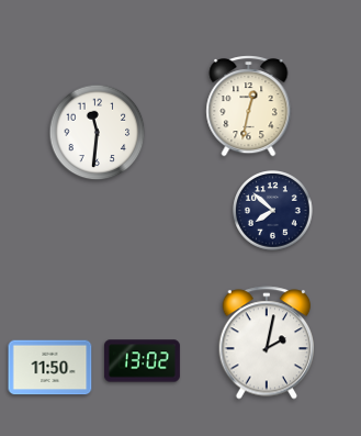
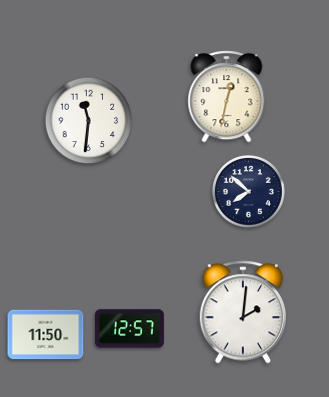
clock at (267, 343): 2:02 -> 2:01
clock at (143, 361): 13:02 -> 12:57
